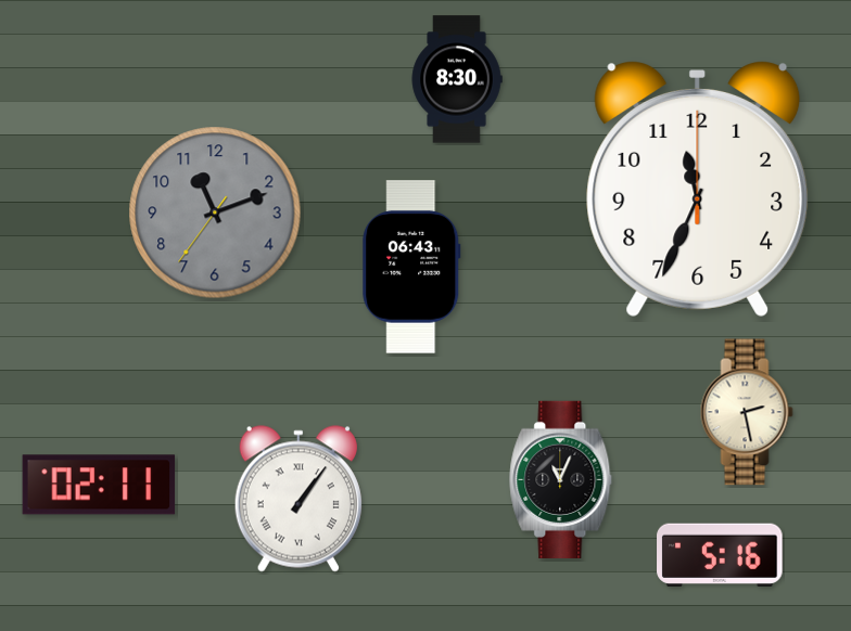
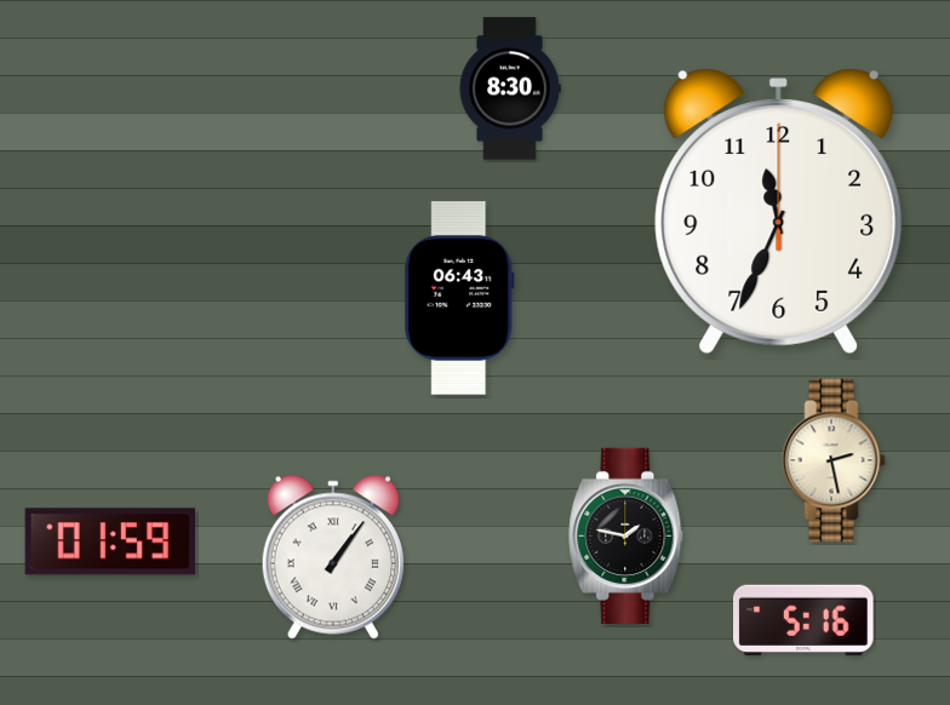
clock at (215, 213): 11:11 -> none
clock at (561, 479): 11:04 -> 1:47
clock at (99, 485): 02:11 -> 01:59
